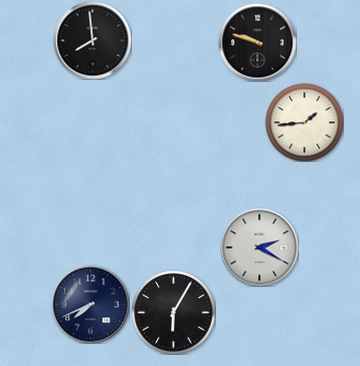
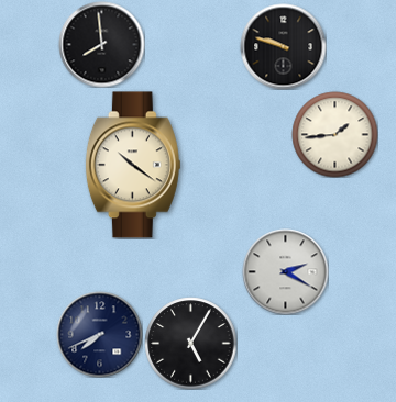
clock at (133, 165): none -> 10:21
clock at (173, 312): 6:05 -> 5:05
